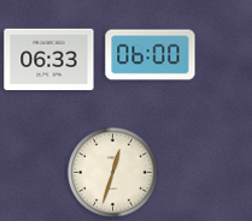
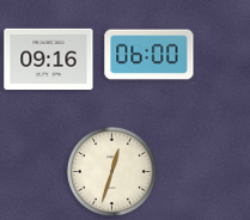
clock at (49, 60): 06:33 -> 09:16
